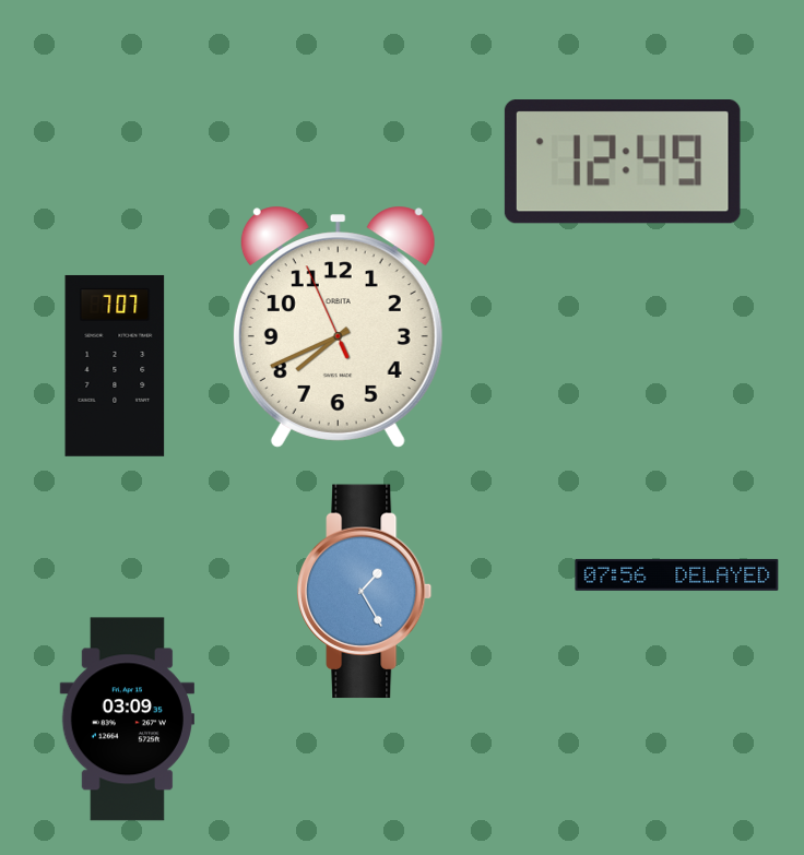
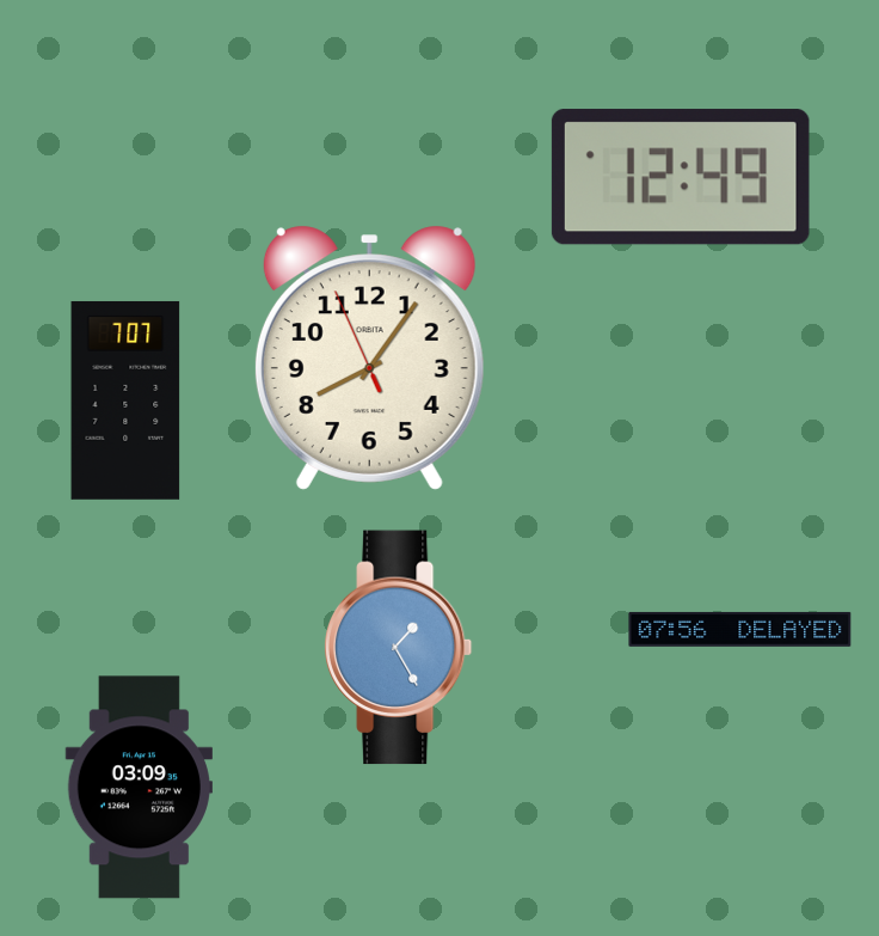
clock at (338, 326): 7:40 -> 8:05
